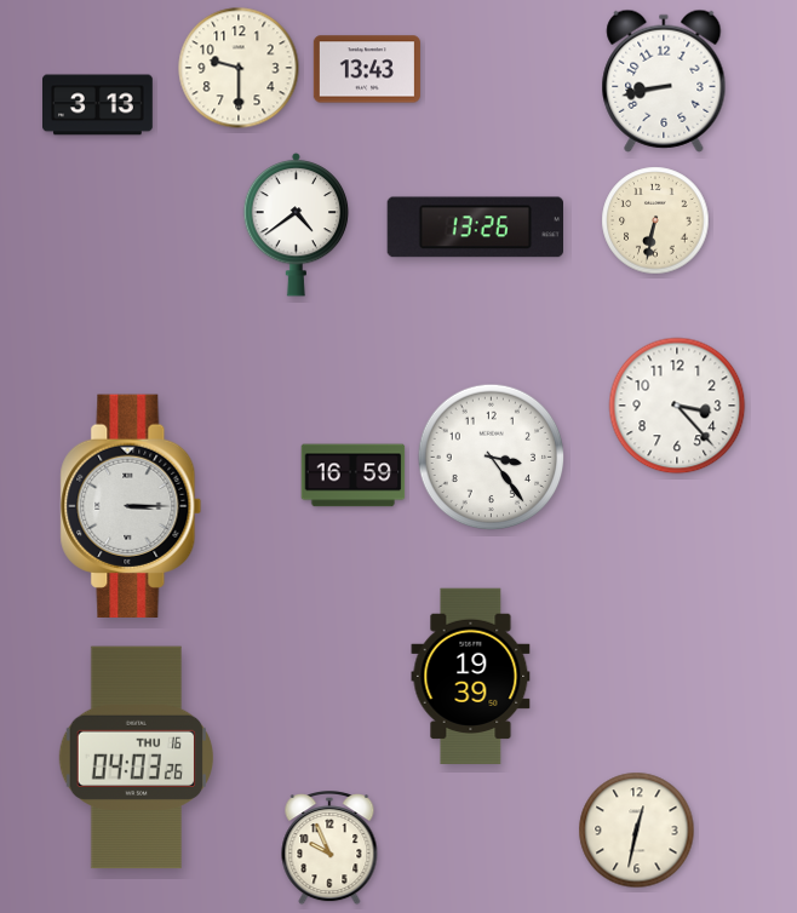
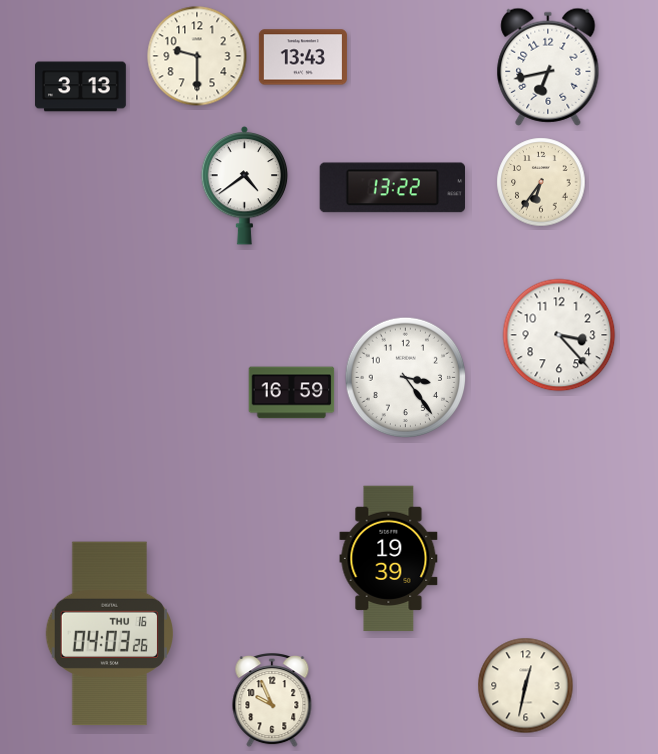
clock at (664, 81): 8:43 -> 6:43
clock at (655, 220): 6:32 -> 6:36
clock at (475, 228): 13:26 -> 13:22
clock at (131, 505): 3:15 -> none
clock at (136, 758) position: (136, 758) -> (109, 634)
